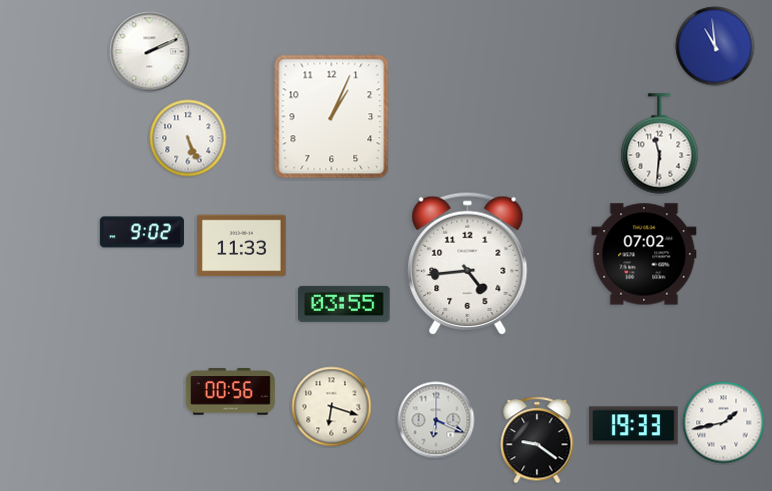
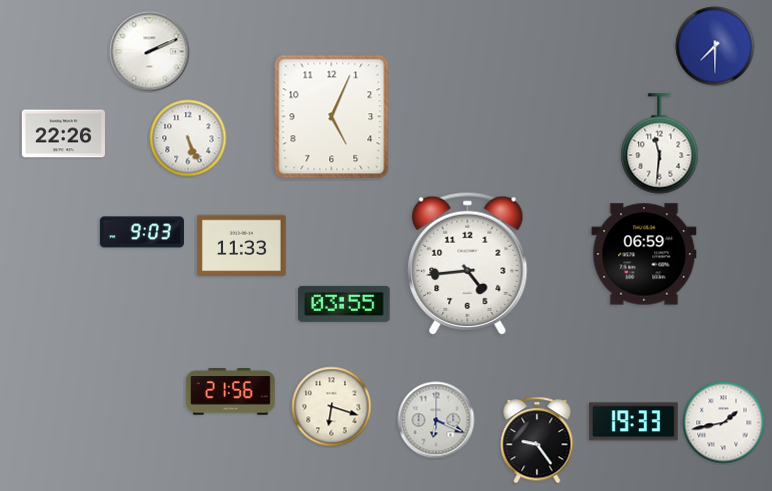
clock at (715, 46): 10:59 -> 7:30
clock at (332, 117): 1:04 -> 5:04
clock at (63, 134): none -> 22:26
clock at (142, 232): 9:02 -> 9:03
clock at (644, 254): 07:02 -> 06:59
clock at (231, 392): 00:56 -> 21:56
clock at (633, 426) position: (633, 426) -> (633, 422)
clock at (537, 440): 9:21 -> 9:24
